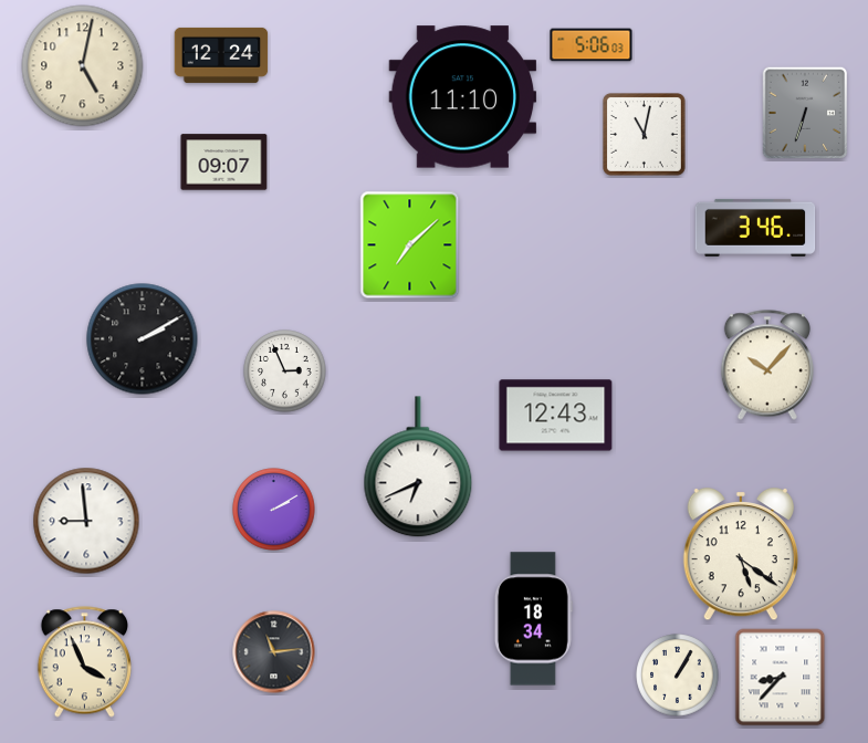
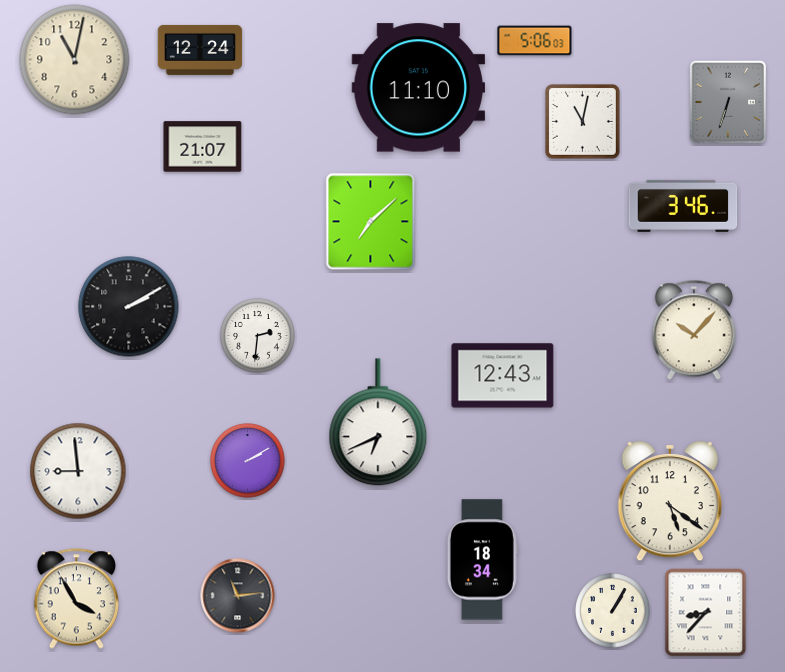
clock at (83, 66): 5:02 -> 11:02
clock at (224, 163): 09:07 -> 21:07
clock at (285, 371): 2:56 -> 2:31
clock at (274, 652) position: (274, 652) -> (238, 596)
clock at (84, 662): 3:56 -> 3:55
